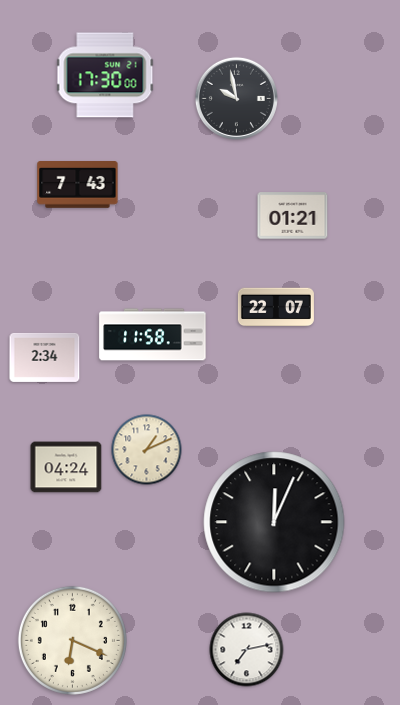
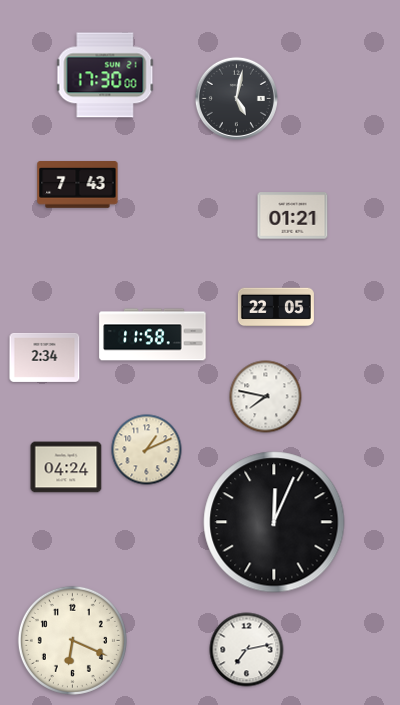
clock at (236, 98): 9:58 -> 5:02
clock at (276, 307): 22:07 -> 22:05
clock at (266, 397): none -> 7:47
